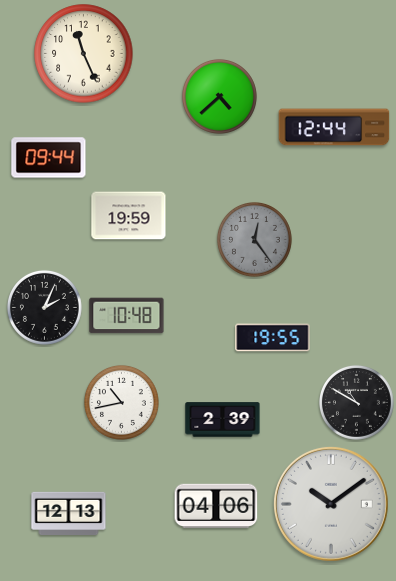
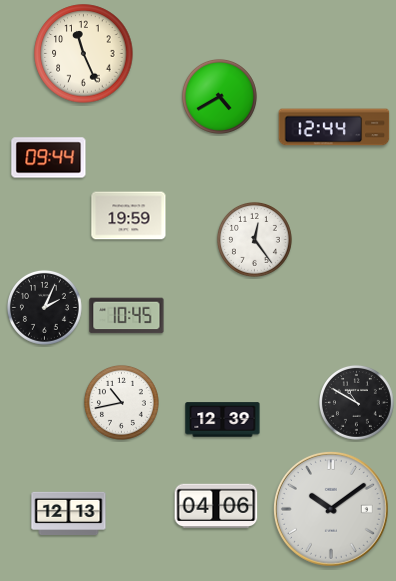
clock at (219, 96): 4:38 -> 4:40
clock at (254, 239) dial: grey -> white
clock at (127, 316): 10:48 -> 10:45
clock at (273, 338): 19:55 -> none
clock at (223, 420): 2:39 -> 12:39
clock at (331, 504) position: (331, 504) -> (331, 509)
